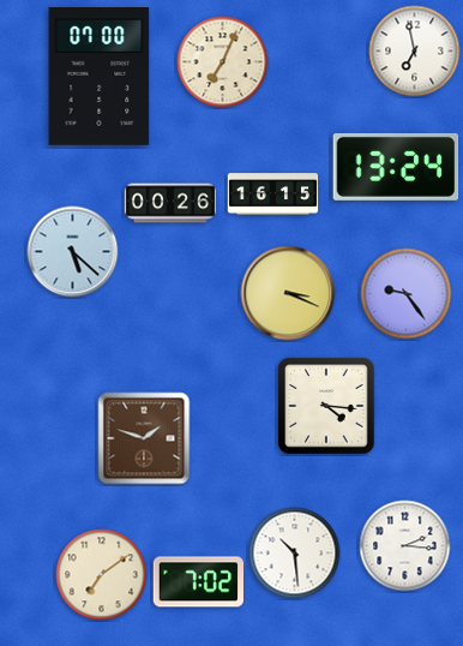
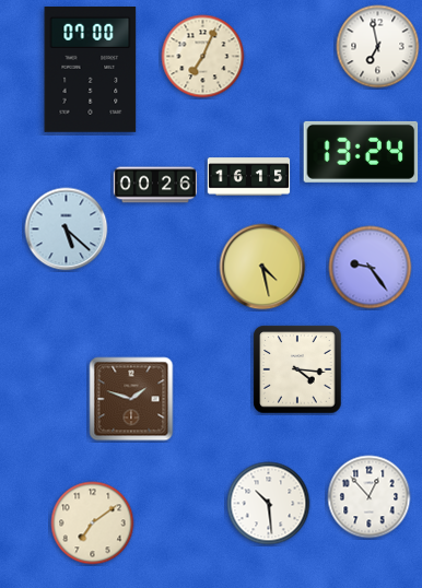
clock at (288, 293): 3:19 -> 4:28
clock at (405, 546): 2:16 -> 12:53
clock at (198, 582): 7:02 -> none
